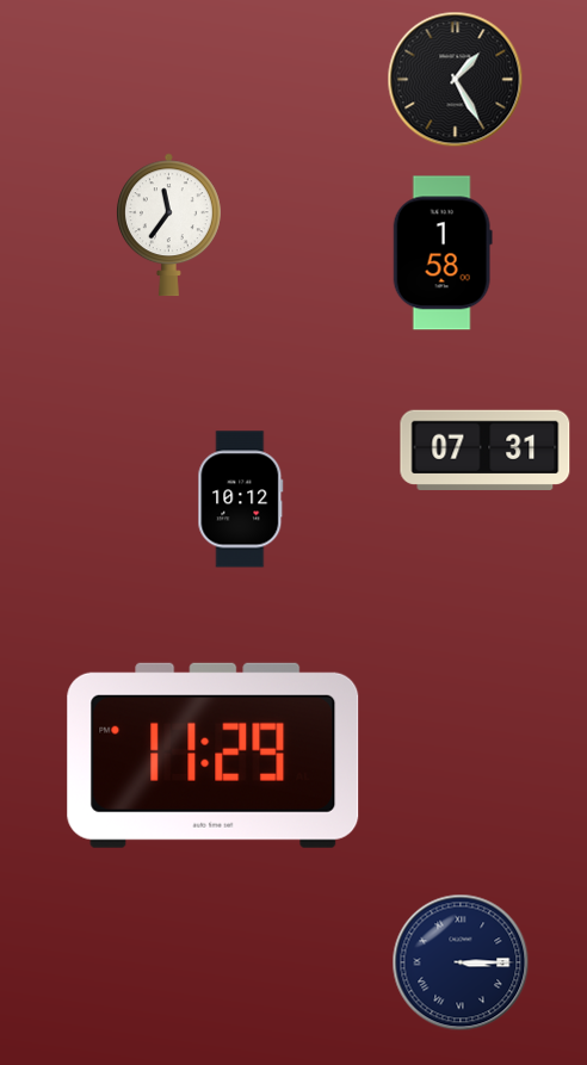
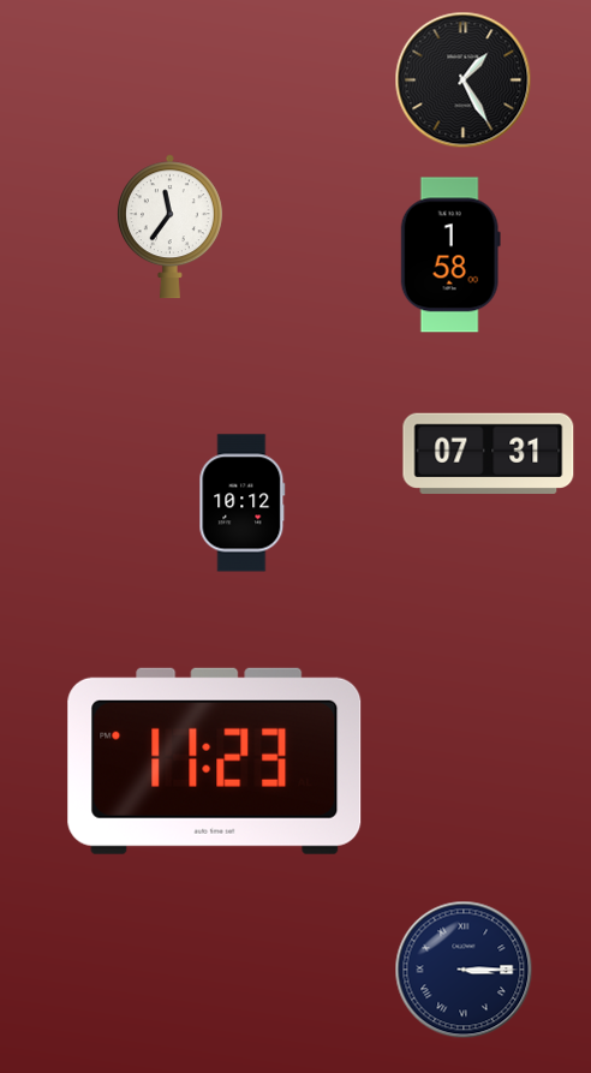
clock at (456, 80) position: (456, 80) -> (464, 81)
clock at (443, 253) position: (443, 253) -> (450, 255)
clock at (214, 755): 11:29 -> 11:23
